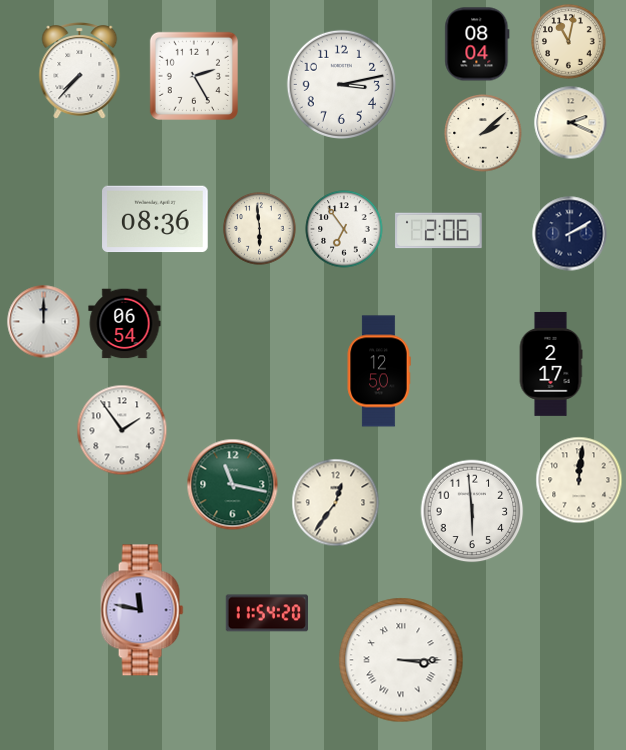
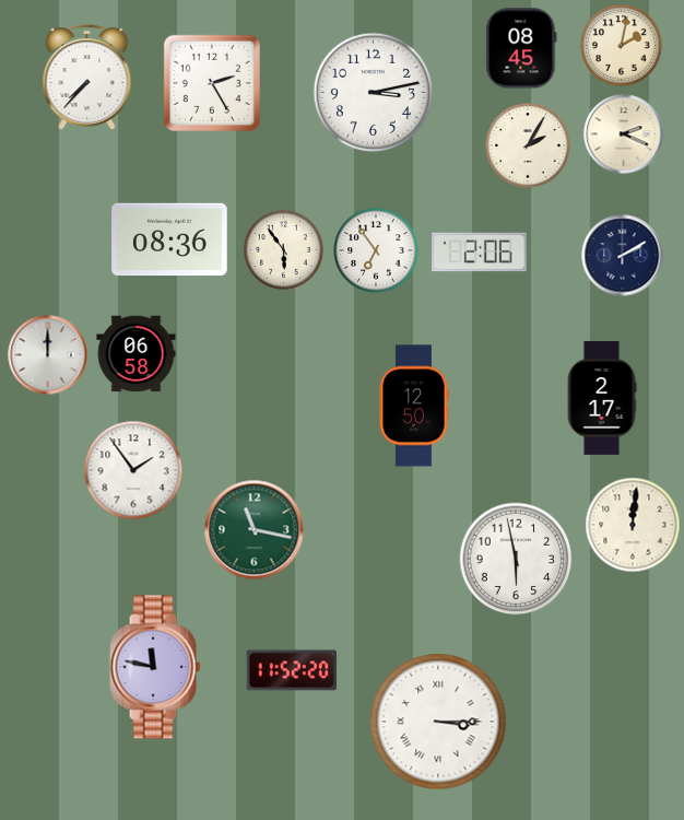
clock at (569, 42): 11:02 -> 2:02
clock at (477, 44): 08:04 -> 08:45
clock at (483, 133): 2:08 -> 2:05
clock at (260, 229): 5:59 -> 5:54
clock at (44, 322) position: (44, 322) -> (48, 355)
clock at (125, 324): 06:54 -> 06:58
clock at (336, 503): 12:36 -> none
clock at (472, 511): 5:59 -> 5:58
clock at (266, 613): 11:54 -> 11:52
